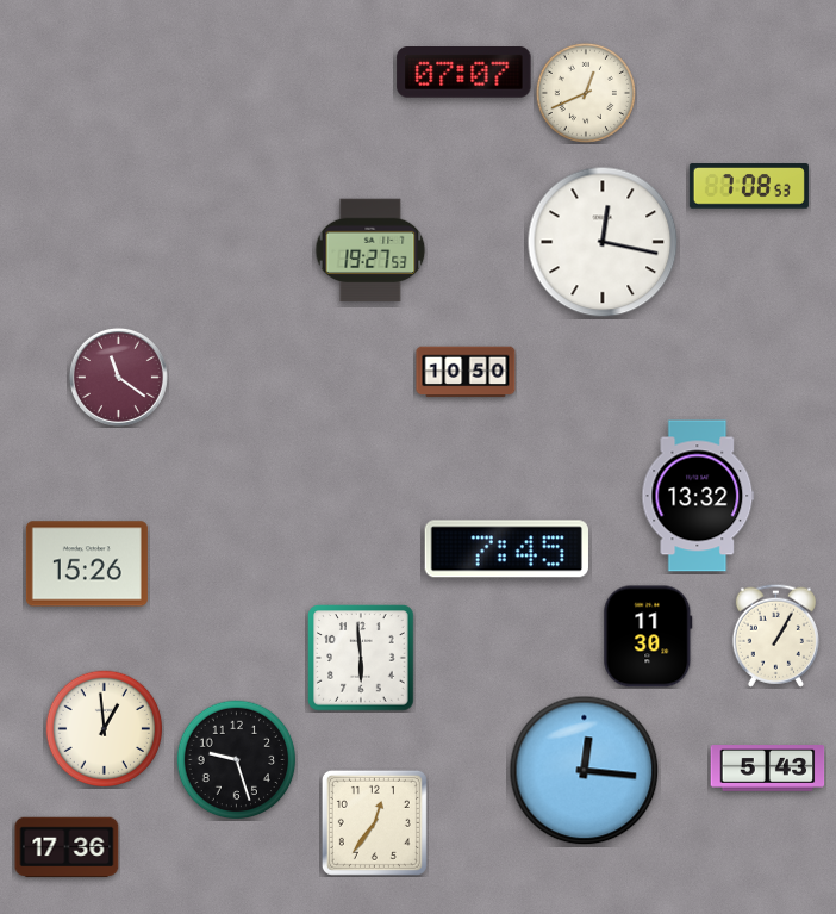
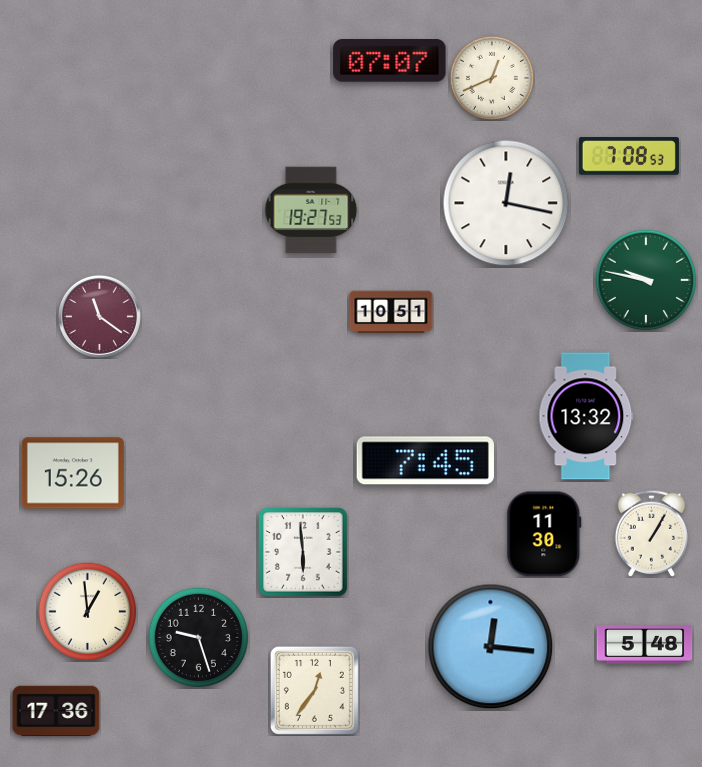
clock at (646, 280): none -> 9:47
clock at (466, 372): 10:50 -> 10:51
clock at (768, 769): 5:43 -> 5:48
